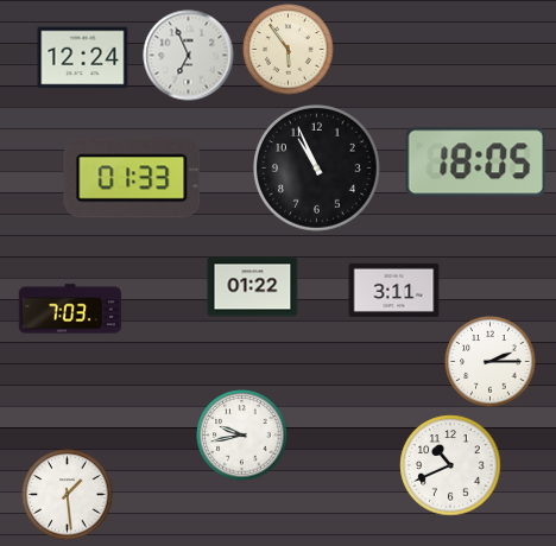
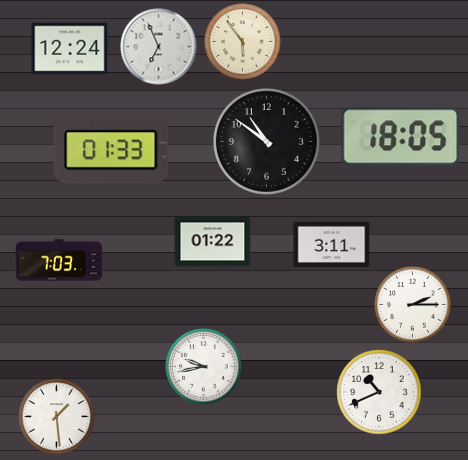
clock at (317, 169): 10:56 -> 10:51
